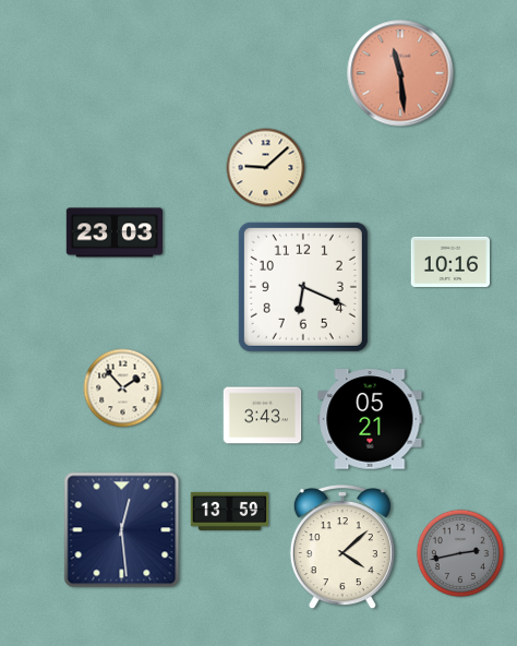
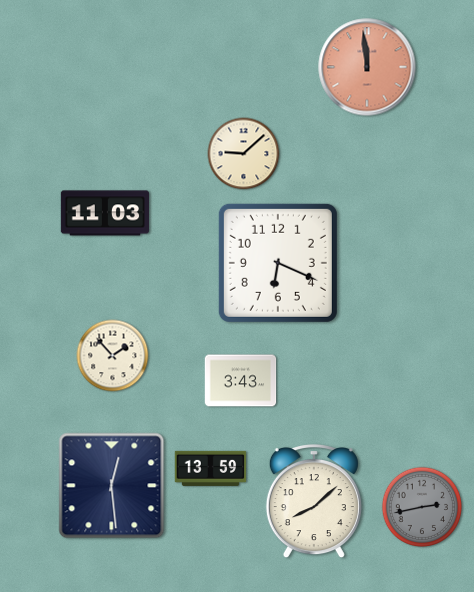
clock at (400, 73): 11:29 -> 11:59
clock at (115, 232): 23:03 -> 11:03
clock at (449, 262): 10:16 -> none
clock at (370, 419): 05:21 -> none
clock at (342, 548): 4:08 -> 8:08
